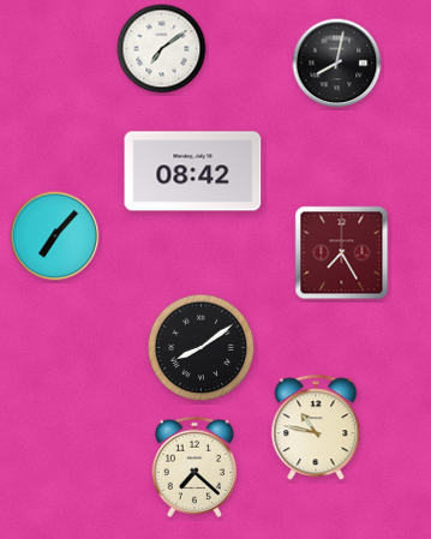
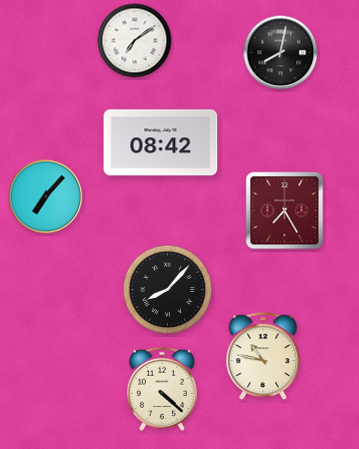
clock at (202, 348): 8:09 -> 8:07
clock at (194, 467): 7:22 -> 4:22
